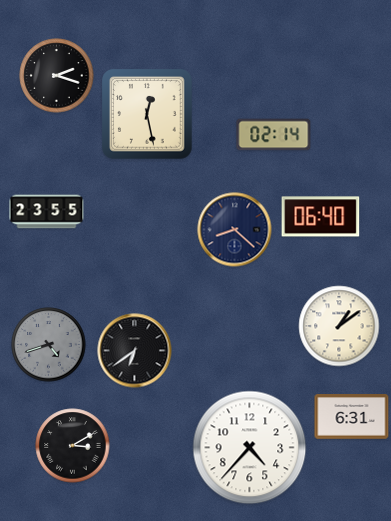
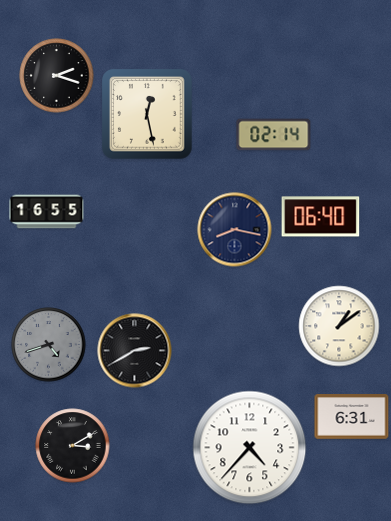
clock at (47, 212): 23:55 -> 16:55
clock at (235, 230): 8:22 -> 8:17
clock at (135, 351): 6:39 -> 2:40
